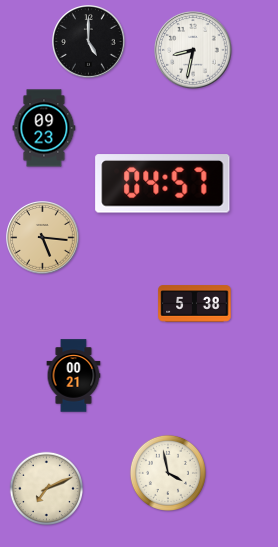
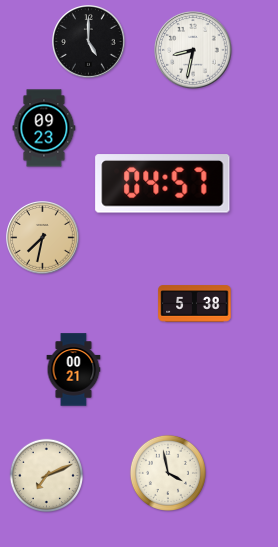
clock at (43, 238): 5:16 -> 7:32
clock at (74, 376) position: (74, 376) -> (74, 370)
clock at (46, 488) position: (46, 488) -> (46, 475)
